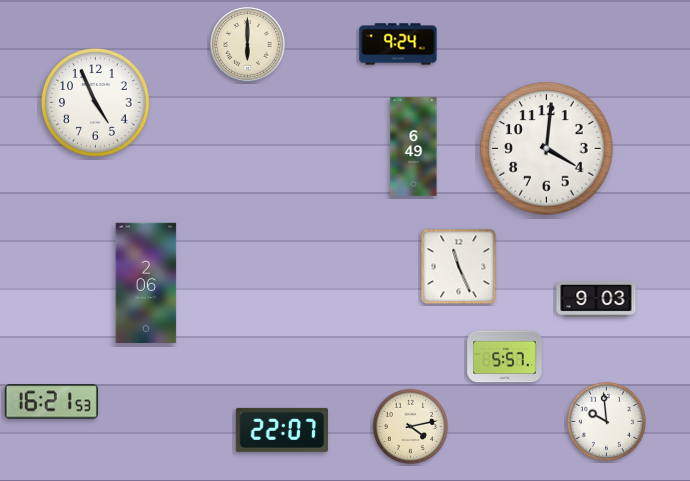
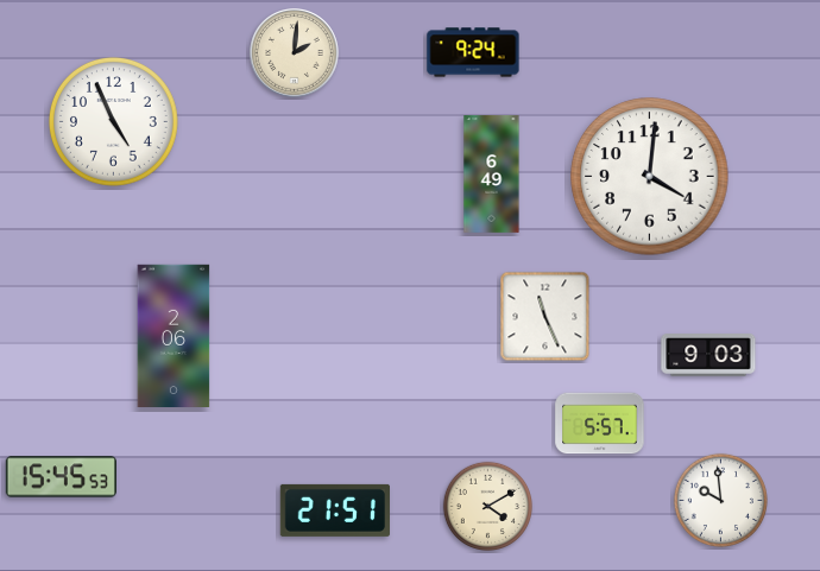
clock at (248, 45): 6:00 -> 2:01
clock at (51, 402): 16:21 -> 15:45
clock at (410, 426): 4:13 -> 4:10
clock at (281, 430): 22:07 -> 21:51
